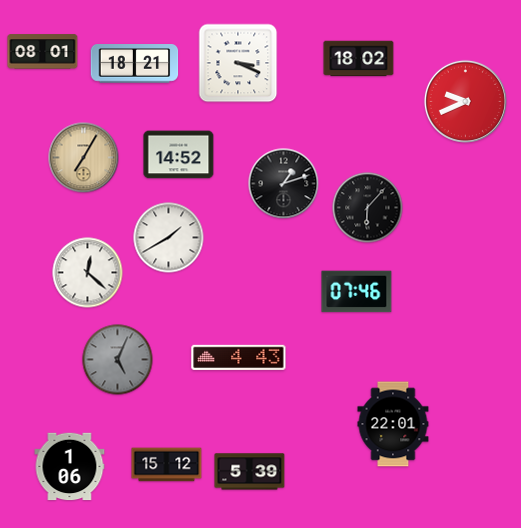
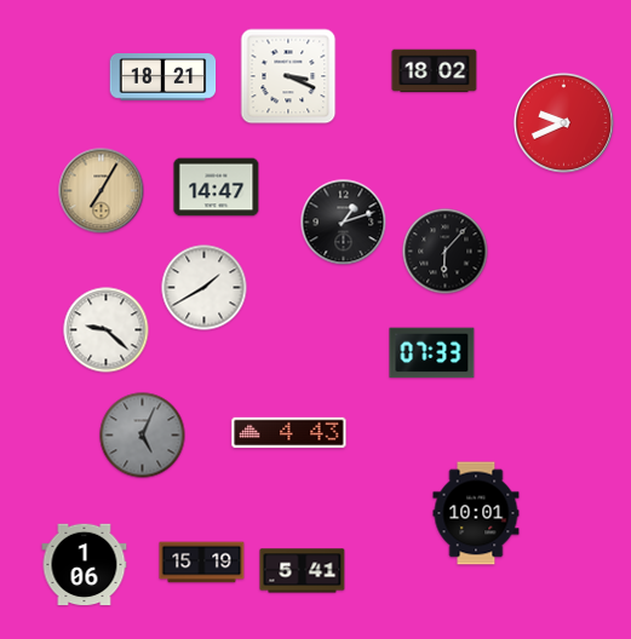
clock at (43, 52): 08:01 -> none
clock at (179, 155): 14:52 -> 14:47
clock at (88, 273): 12:22 -> 9:22
clock at (357, 292): 07:46 -> 07:33
clock at (393, 424): 22:01 -> 10:01
clock at (167, 465): 15:12 -> 15:19
clock at (250, 472): 5:39 -> 5:41
